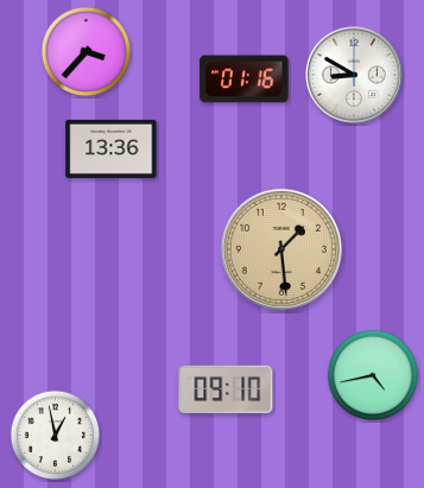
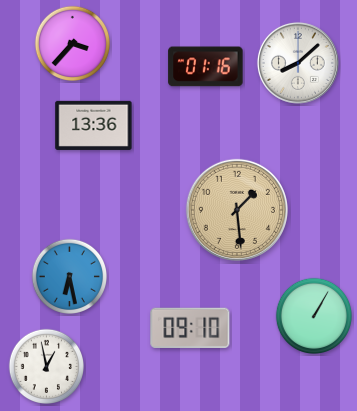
clock at (354, 75): 8:50 -> 8:08
clock at (69, 276): none -> 6:28
clock at (372, 374): 4:43 -> 1:05
